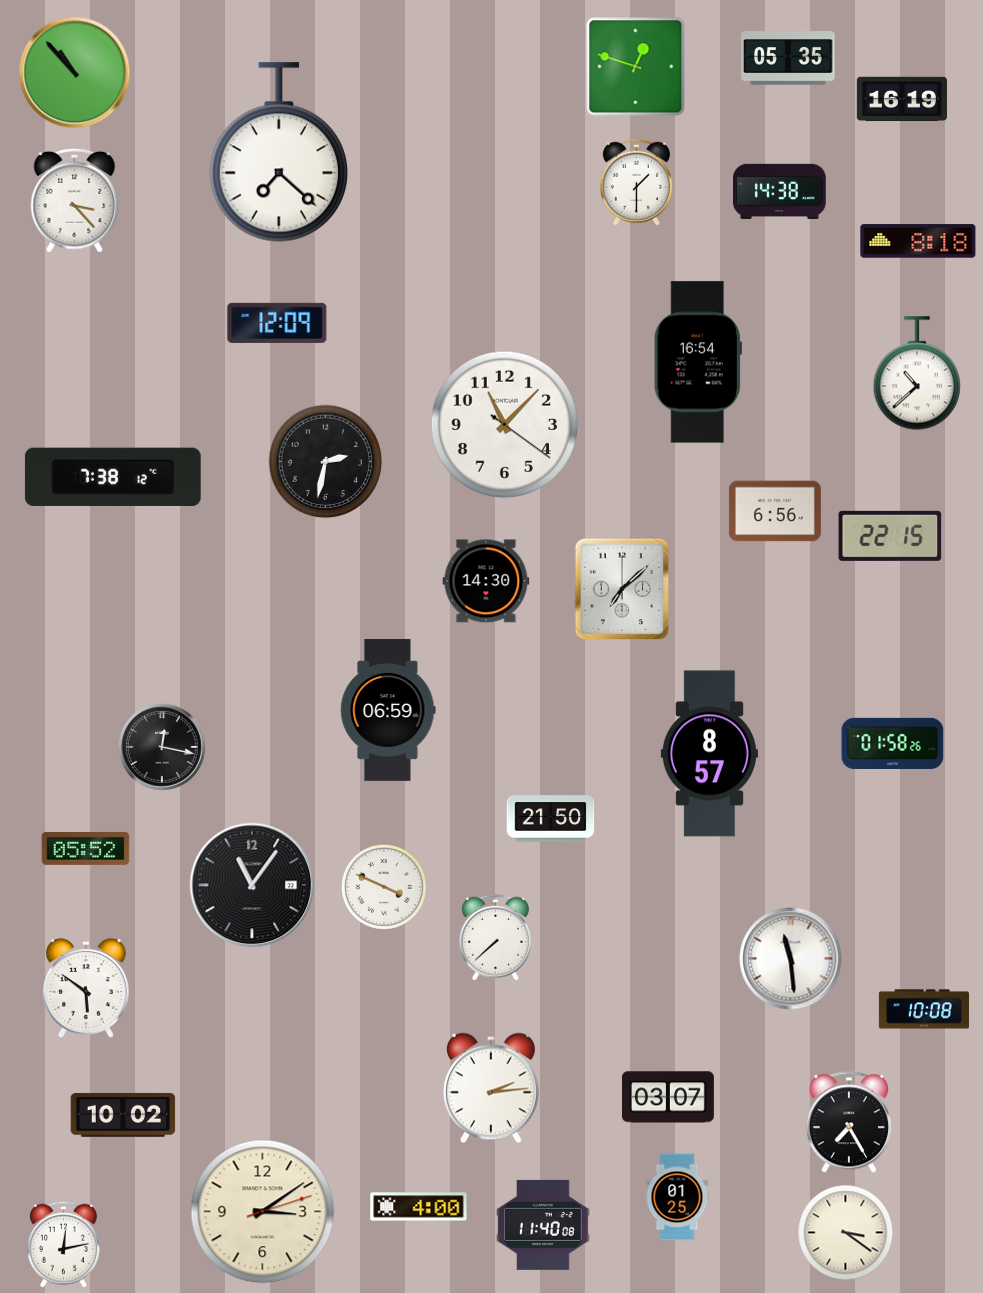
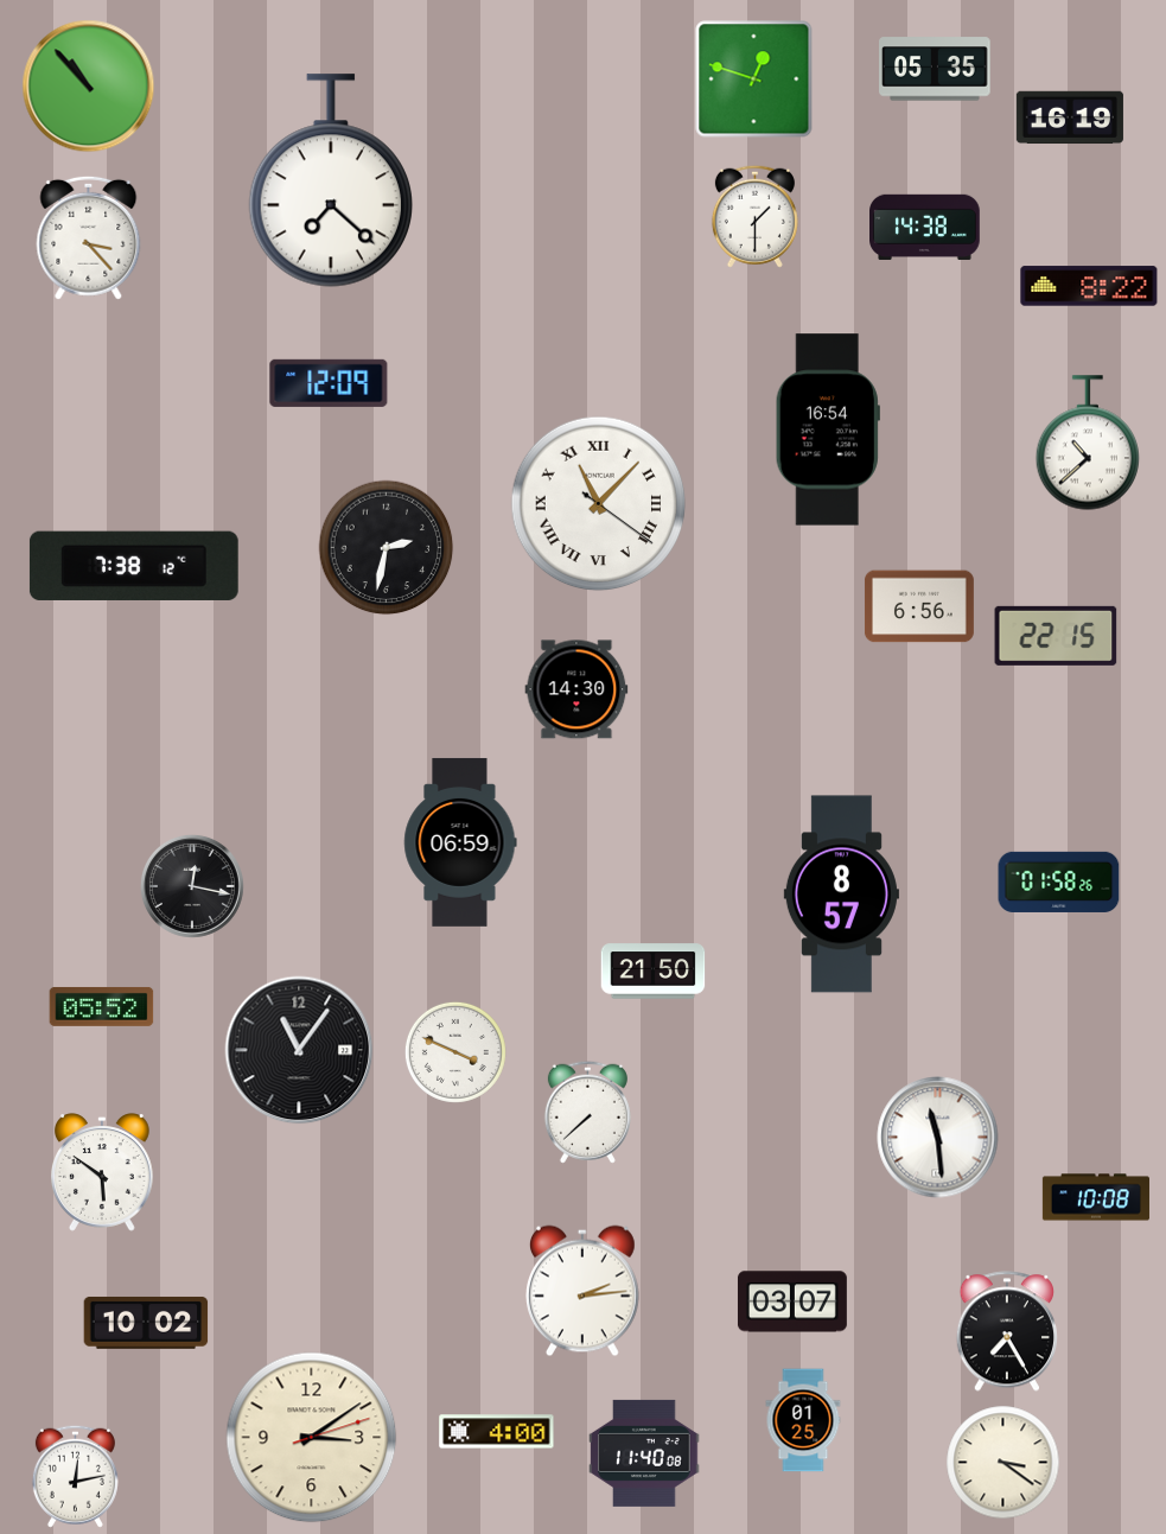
clock at (918, 241): 8:18 -> 8:22
clock at (505, 425) numerals: Arabic -> Roman
clock at (622, 589): 7:08 -> none
